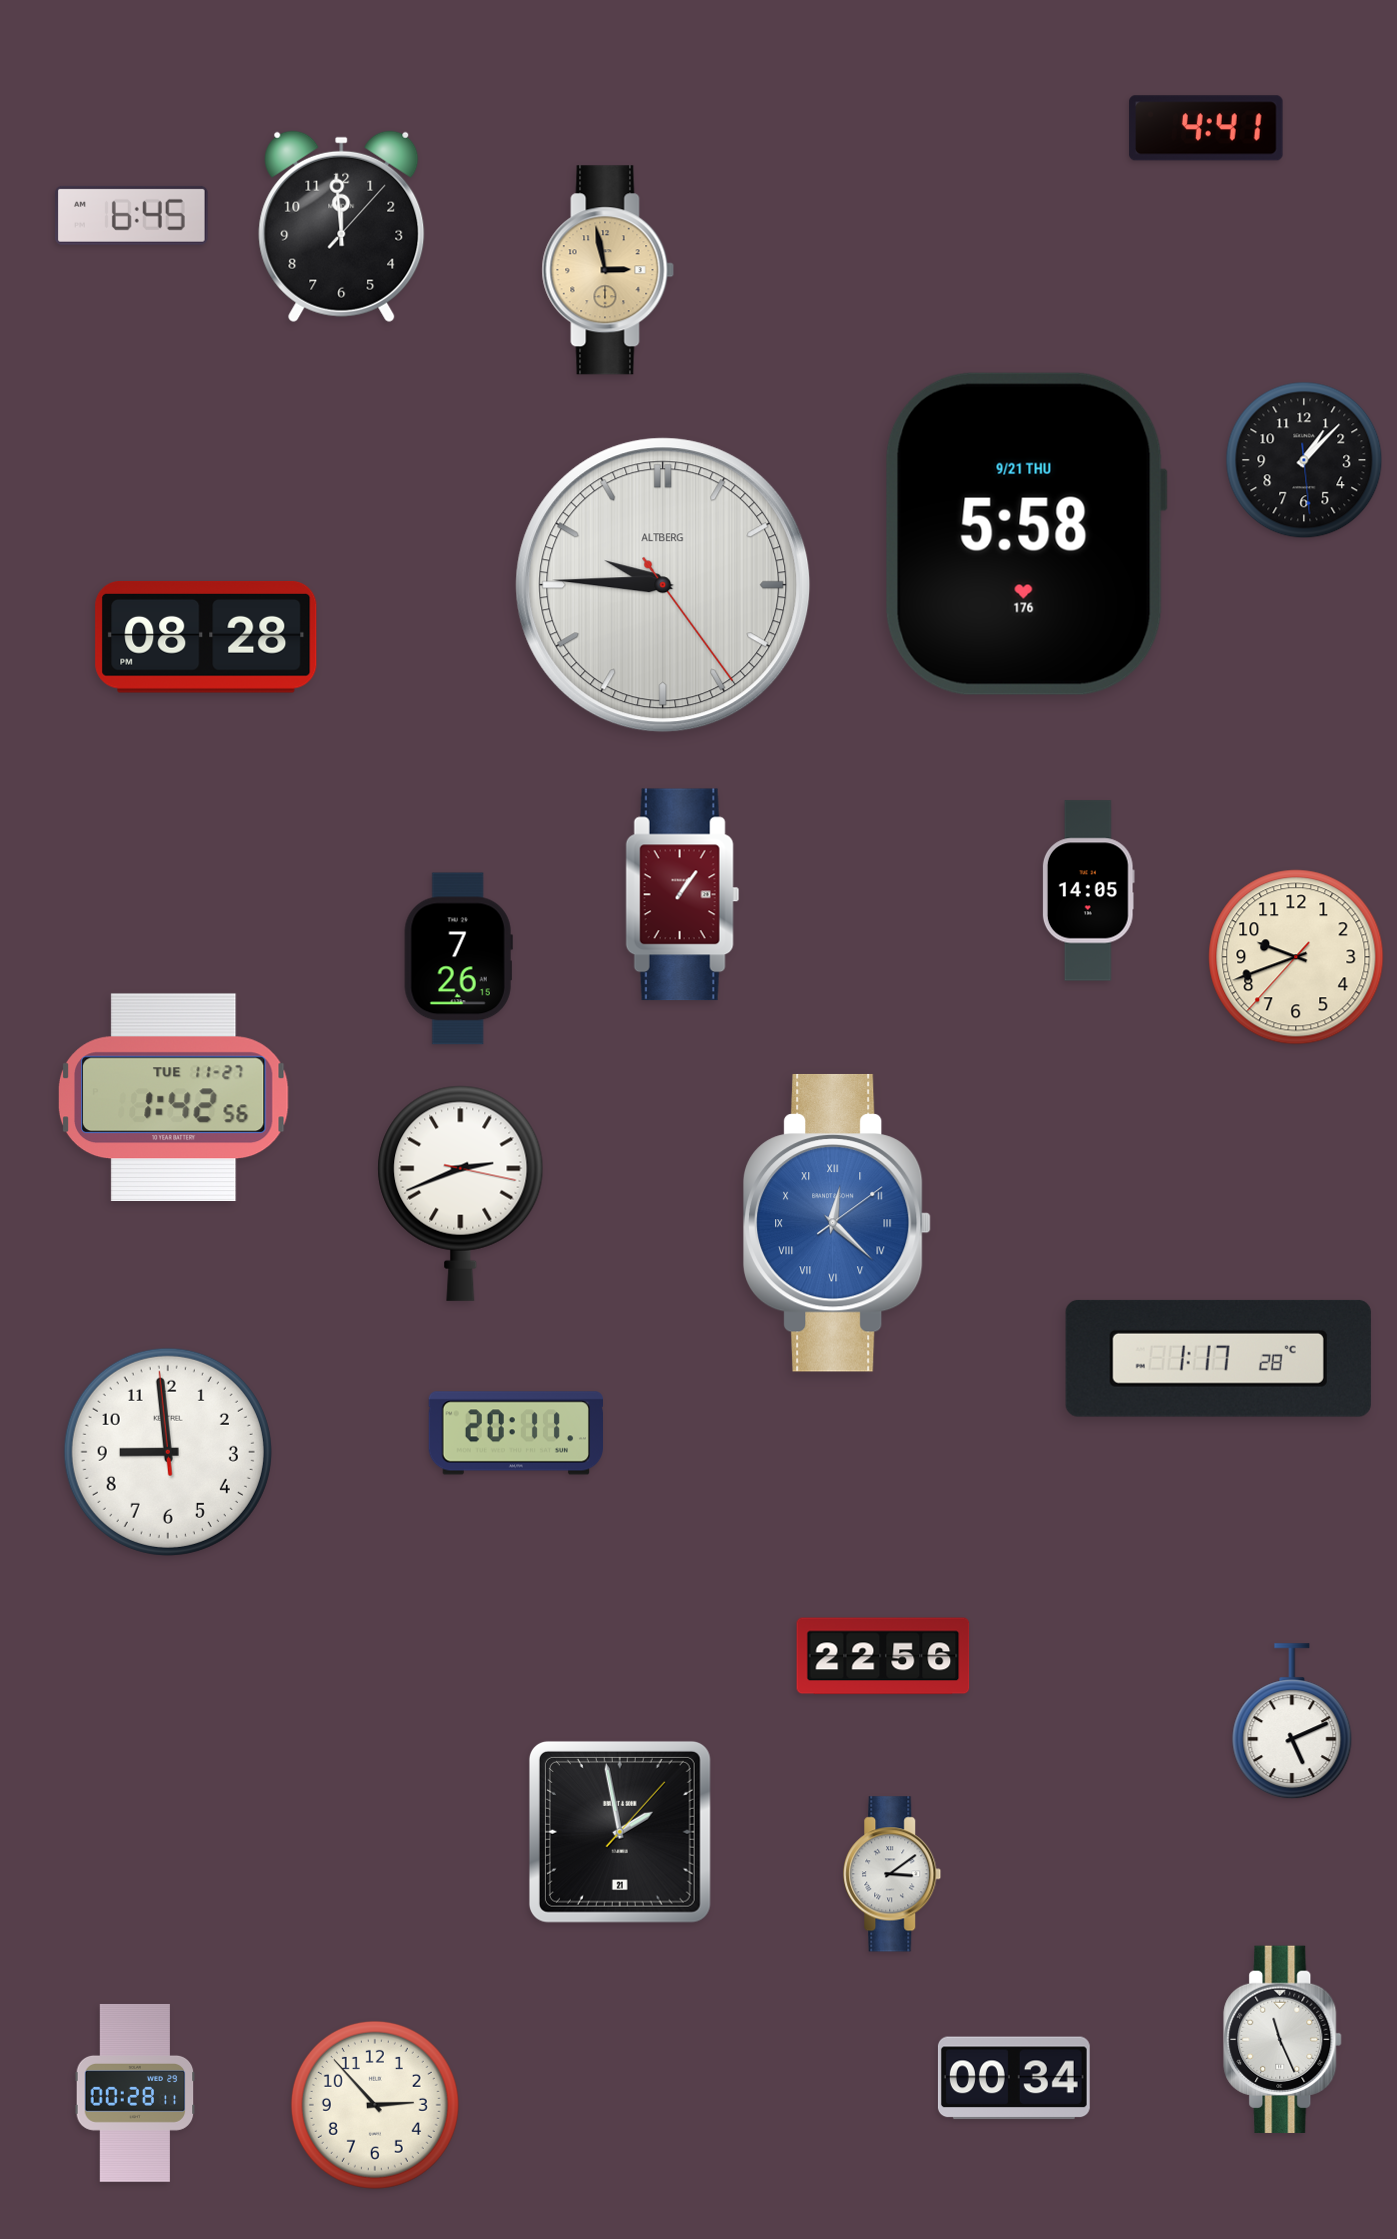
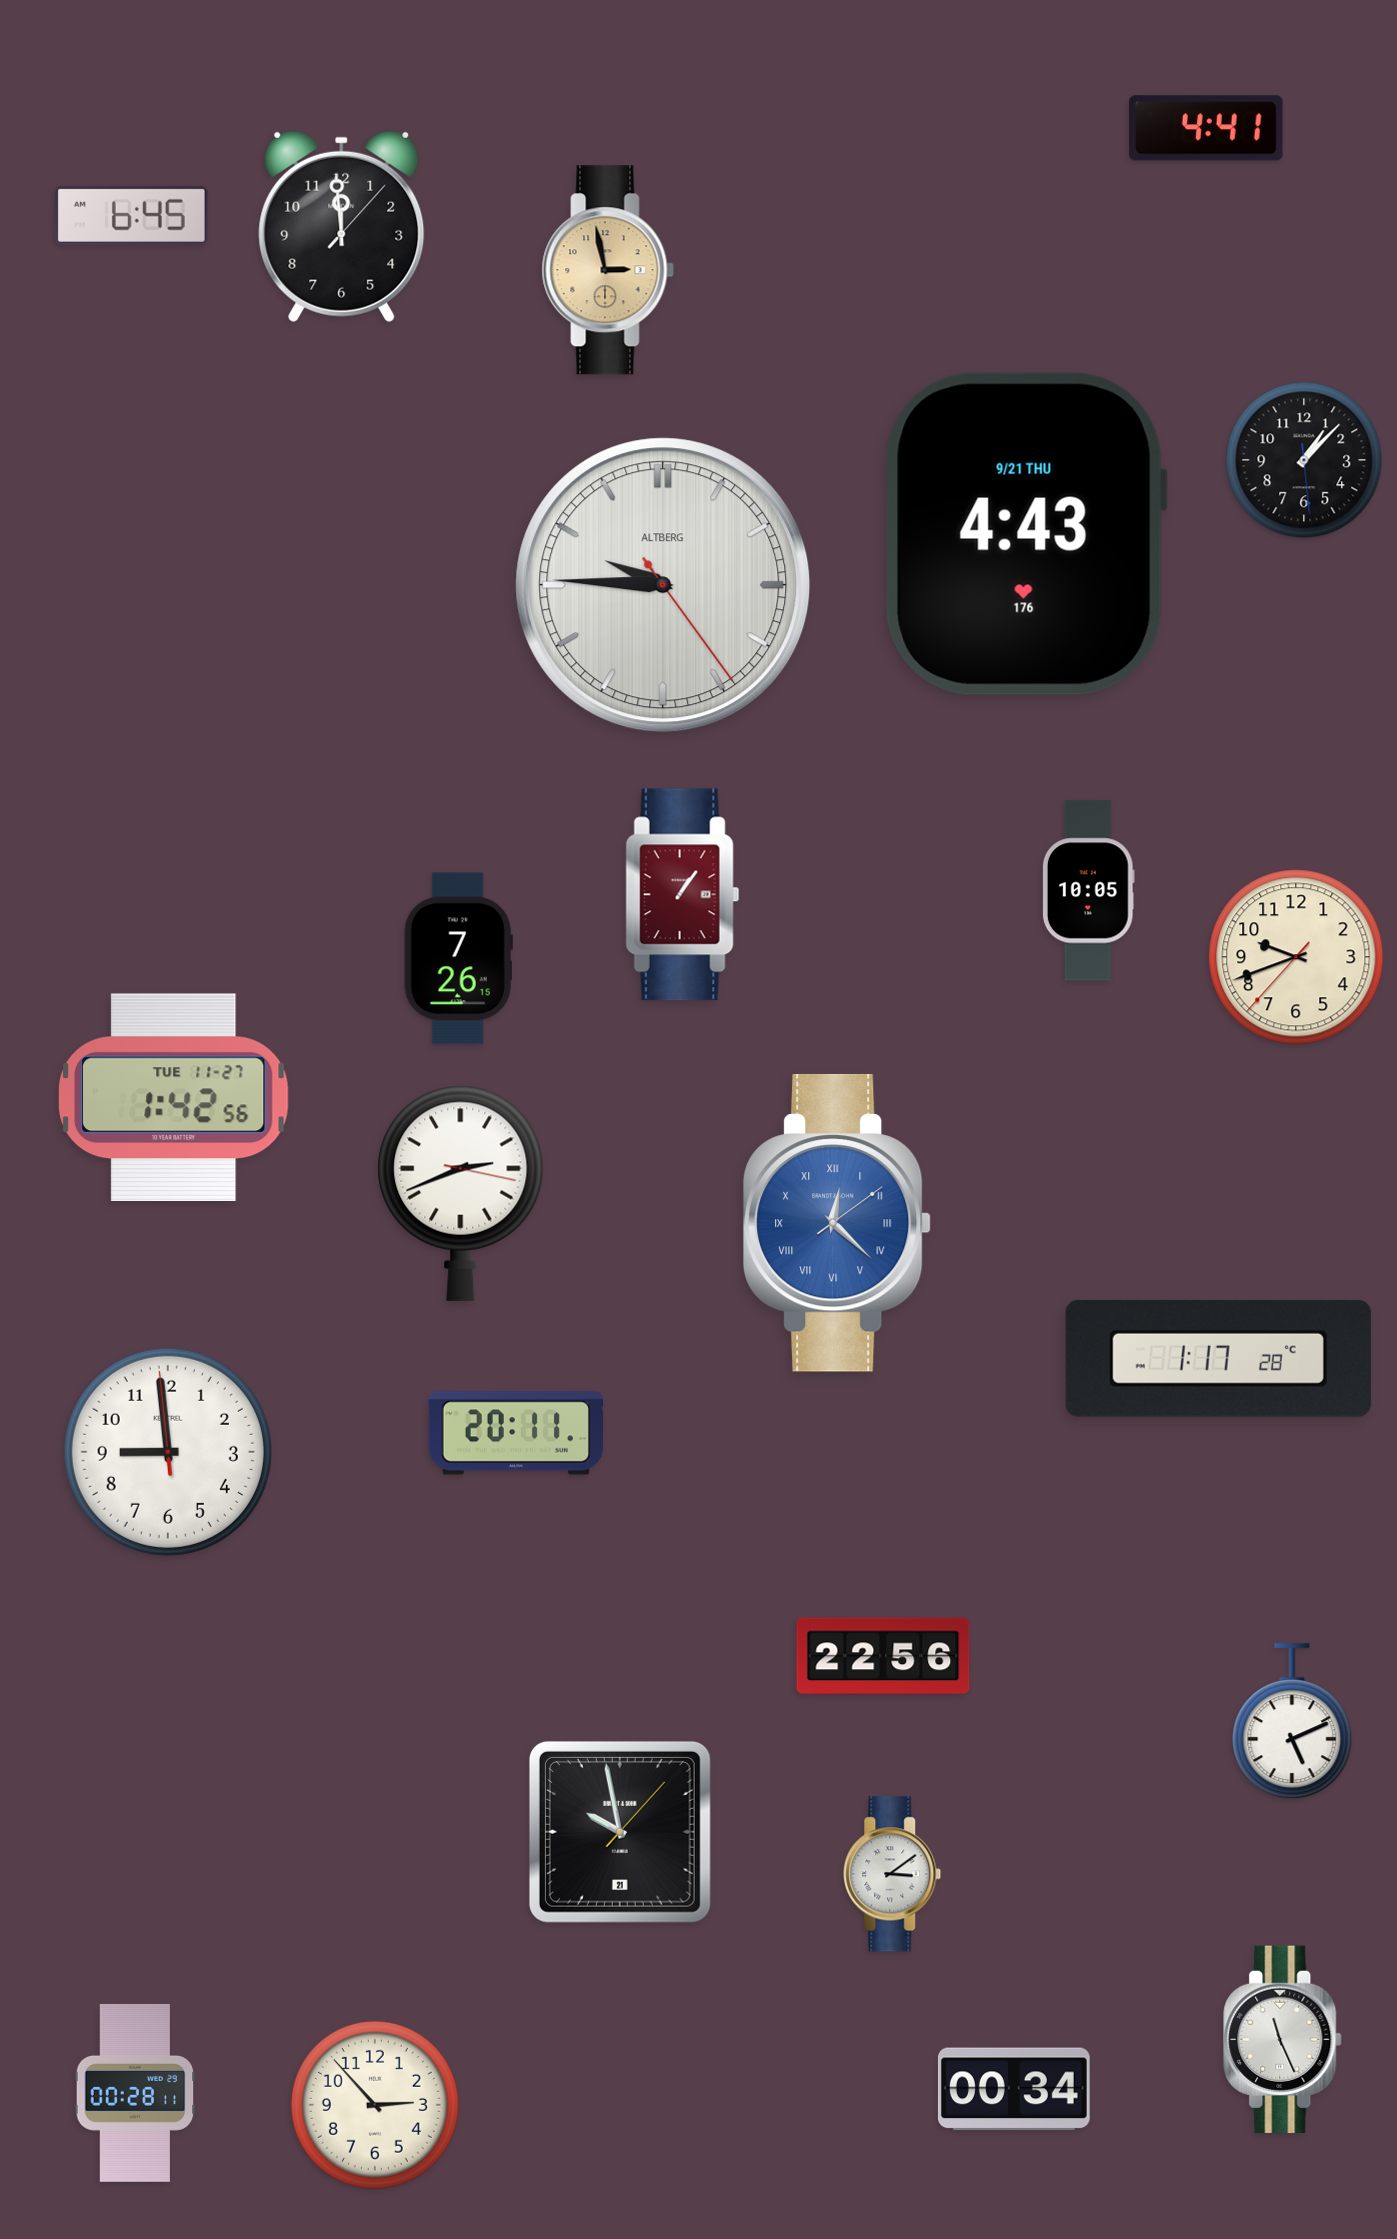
clock at (1026, 534): 5:58 -> 4:43
clock at (206, 637): 08:28 -> none
clock at (1088, 891): 14:05 -> 10:05
clock at (620, 1832): 1:58 -> 9:58
clock at (1014, 2078) position: (1014, 2078) -> (1014, 2089)
